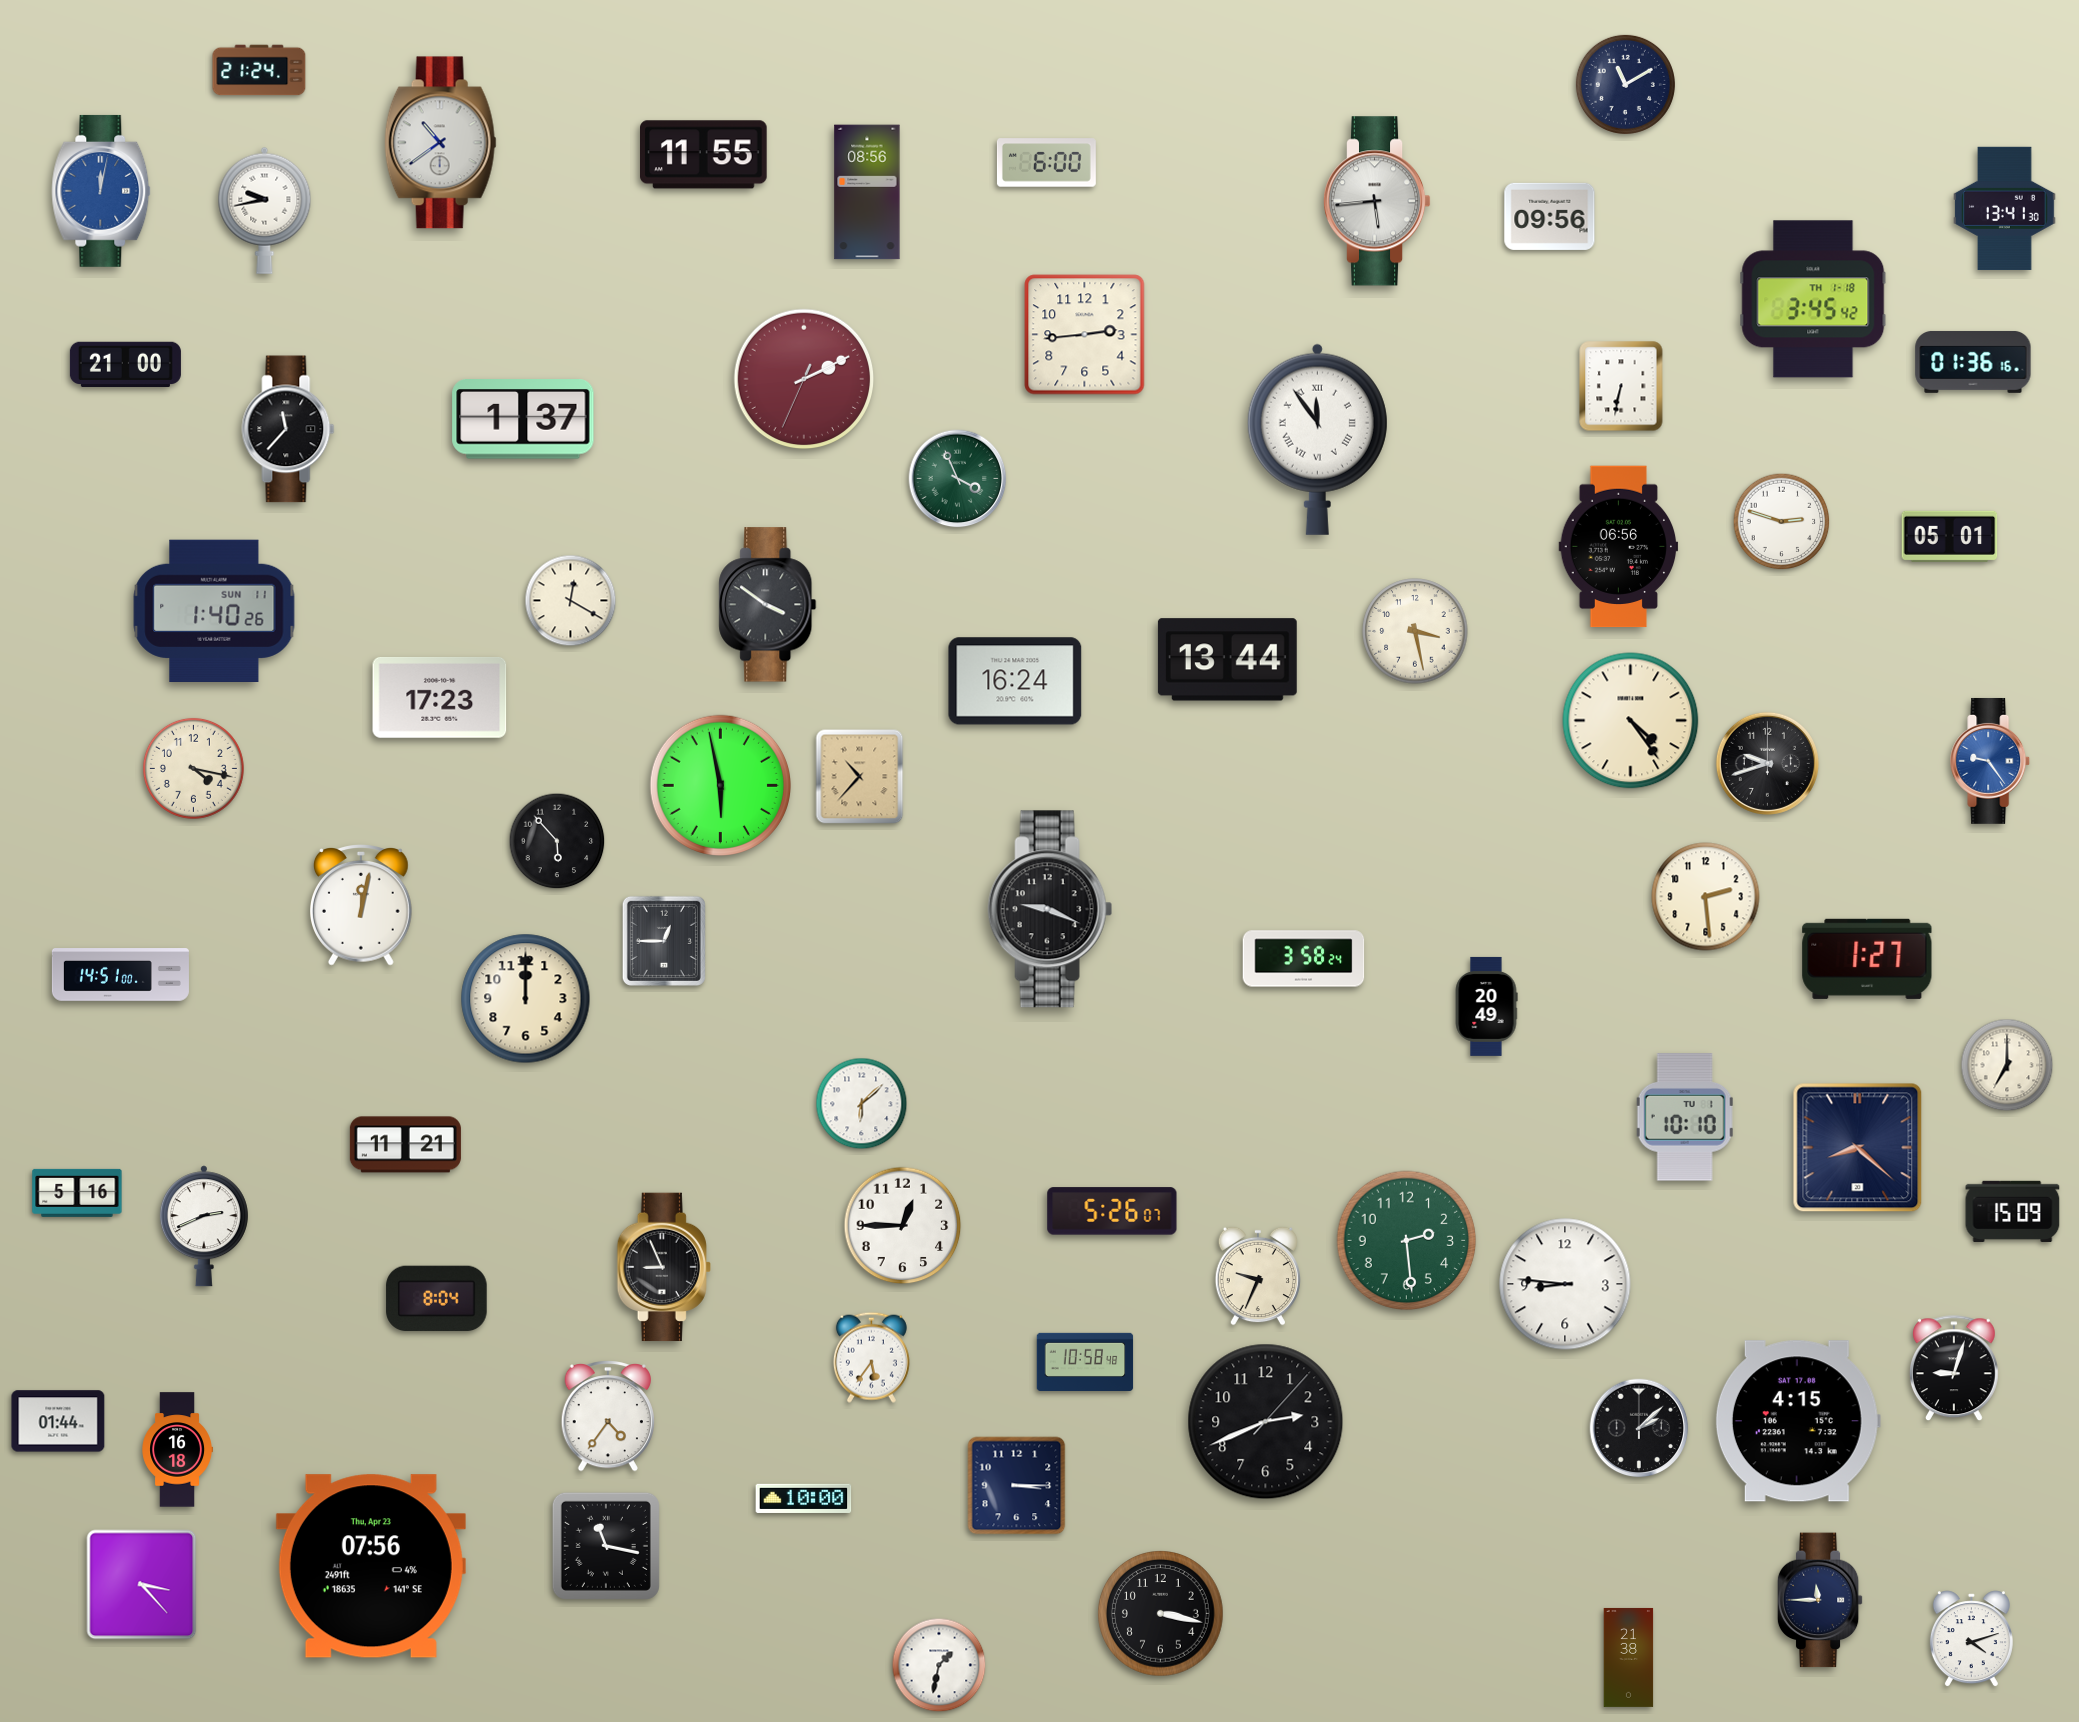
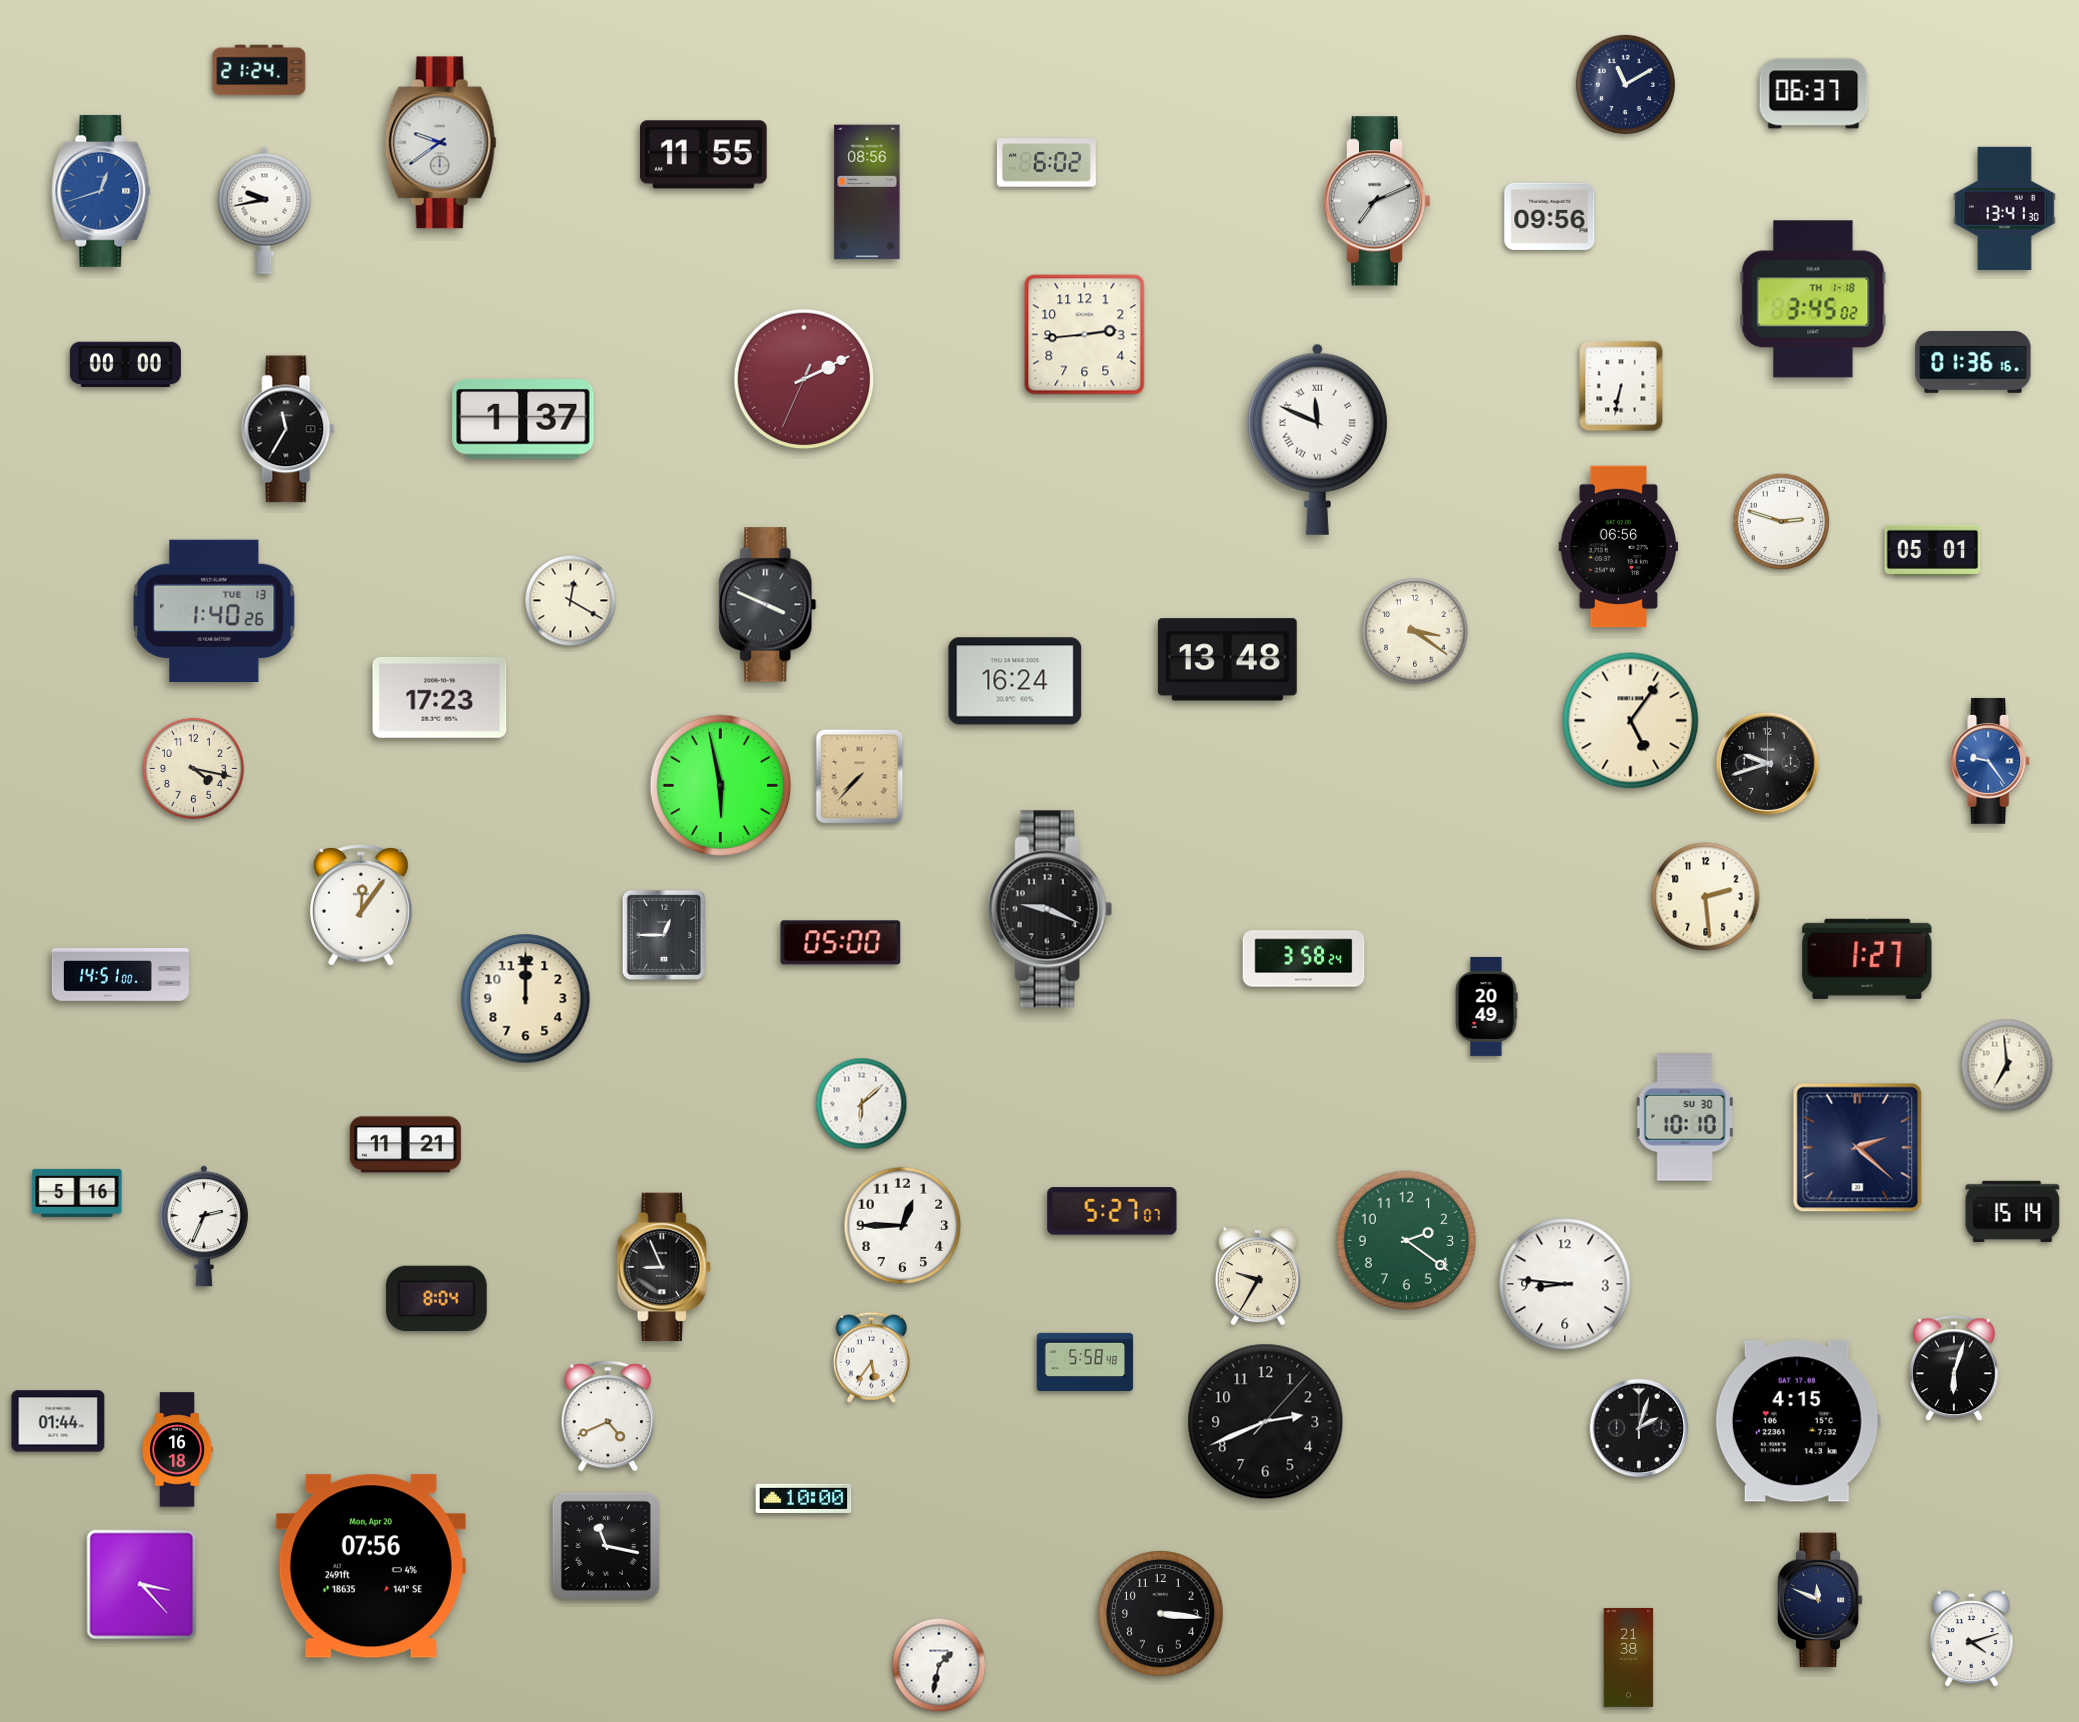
clock at (1814, 94): none -> 06:37
clock at (440, 143): 10:39 -> 9:39
clock at (1046, 163): 6:00 -> 6:02
clock at (101, 191): 12:02 -> 12:42
clock at (1377, 201): 5:44 -> 7:11
clock at (1813, 299): 3:45:42 -> 3:45:02
clock at (125, 364): 21:00 -> 00:00
clock at (288, 429): 11:37 -> 11:35
clock at (1317, 439): 11:54 -> 11:49
clock at (958, 479): 3:56 -> none
clock at (1950, 536) position: (1950, 536) -> (1933, 550)
clock at (768, 605): 3:51 -> 3:49
clock at (214, 610) date: SUN 11 -> TUE 13
clock at (1415, 631): 3:28 -> 3:21
clock at (1227, 660): 13:44 -> 13:48
clock at (1631, 721): 4:24 -> 5:06
clock at (860, 777): 10:37 -> 7:37
clock at (557, 841): 5:53 -> none
clock at (362, 906): 12:02 -> 12:06
clock at (664, 941) position: (664, 941) -> (664, 935)
clock at (841, 943): none -> 05:00
clock at (2007, 1065): 7:00 -> 6:59
clock at (1685, 1117) date: TU 1 -> SU 30
clock at (1858, 1148): 8:22 -> 2:22
clock at (1112, 1211): 5:26 -> 5:27
clock at (2013, 1211): 15:09 -> 15:14
clock at (204, 1226): 2:41 -> 2:34
clock at (1407, 1241): 2:29 -> 2:21
clock at (1257, 1276): 9:34 -> 9:35
clock at (1085, 1361): 10:58 -> 5:58
clock at (1954, 1369): 9:03 -> 6:03
clock at (608, 1417): 4:36 -> 4:41
clock at (1639, 1428): 2:08 -> 2:03
clock at (1017, 1486): 3:15 -> none
clock at (371, 1566) date: Thu, Apr 23 -> Mon, Apr 20
clock at (1820, 1600): 11:45 -> 11:49
clock at (1161, 1614): 3:17 -> 3:16
